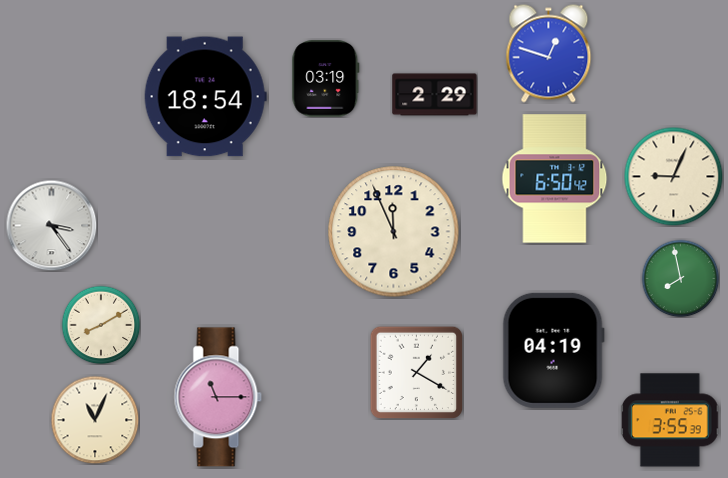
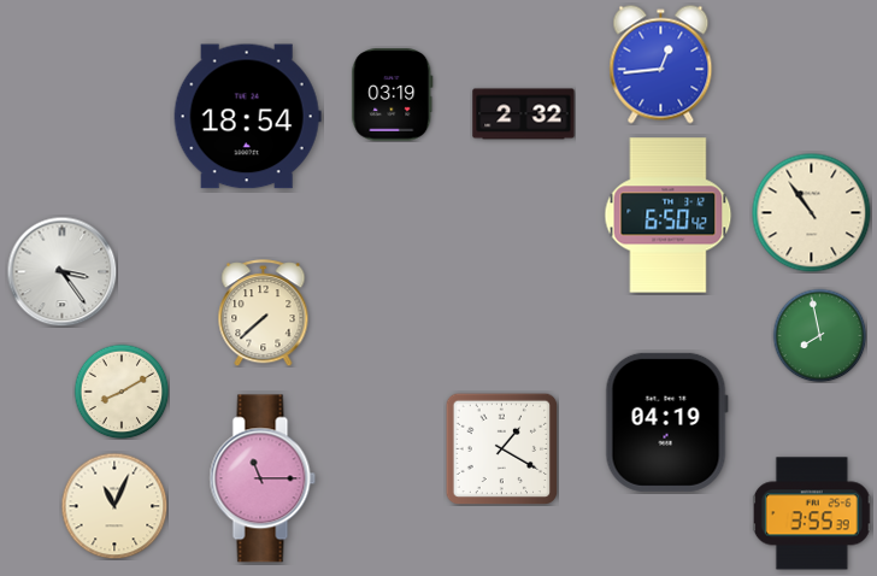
clock at (549, 54): 12:48 -> 12:44
clock at (435, 95): 2:29 -> 2:32
clock at (674, 177): 9:04 -> 10:54
clock at (394, 232): 11:56 -> none
clock at (264, 313): none -> 7:38
clock at (670, 420) position: (670, 420) -> (812, 513)
